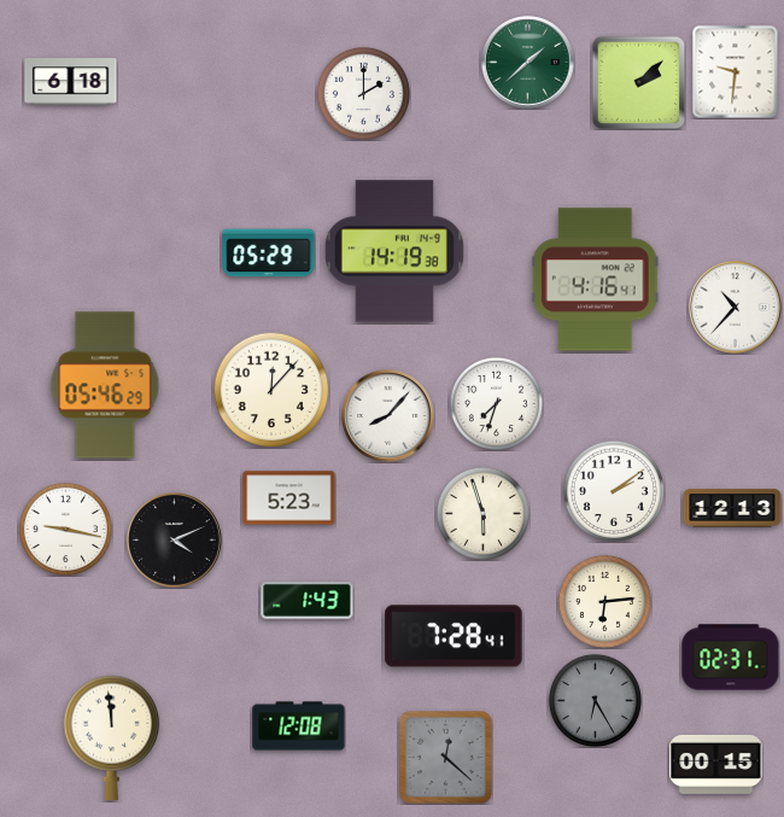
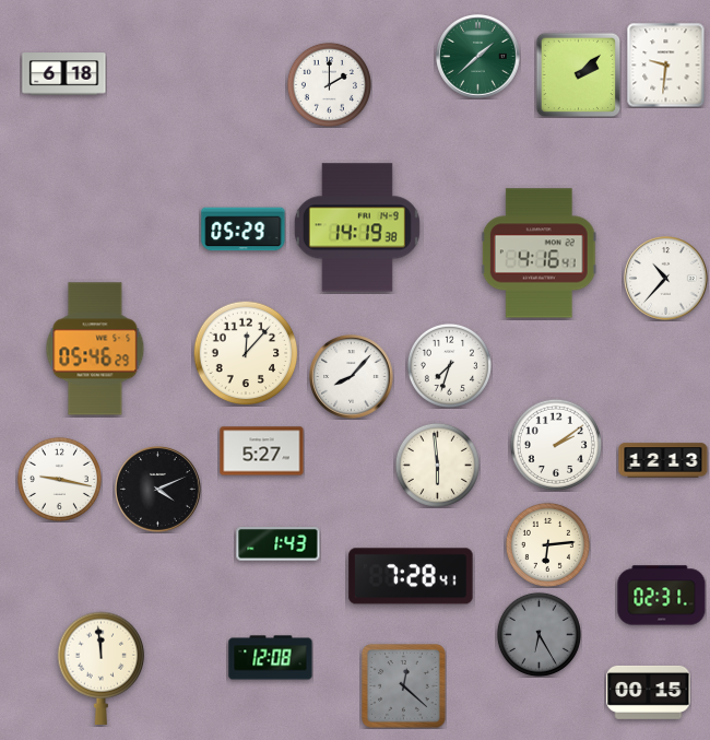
clock at (289, 498): 5:23 -> 5:27
clock at (482, 513): 5:57 -> 5:59
